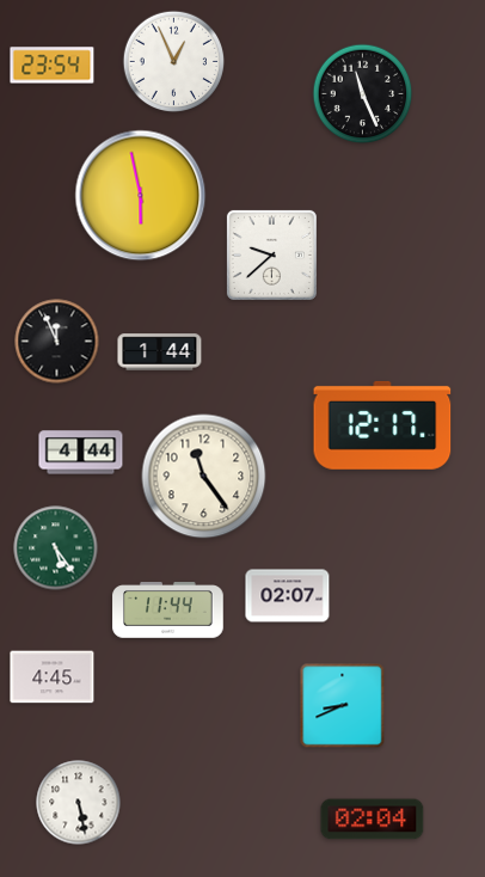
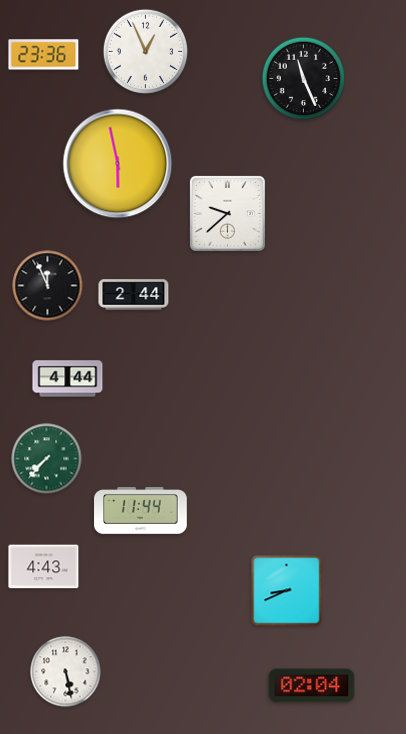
clock at (53, 66): 23:54 -> 23:36
clock at (160, 352): 1:44 -> 2:44
clock at (382, 425): 12:17 -> none
clock at (204, 477): 11:24 -> none
clock at (56, 548): 5:24 -> 7:37
clock at (288, 596): 02:07 -> none
clock at (53, 677): 4:45 -> 4:43
